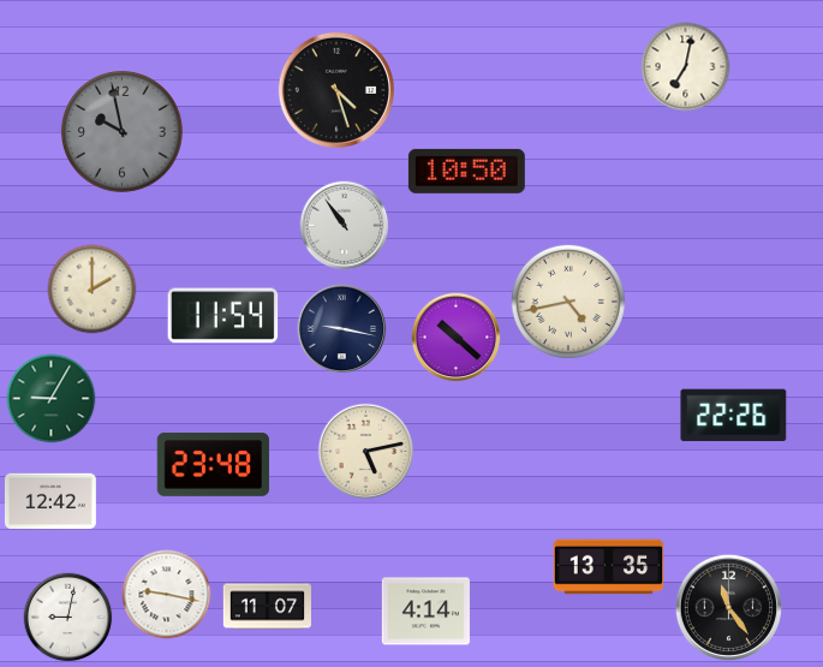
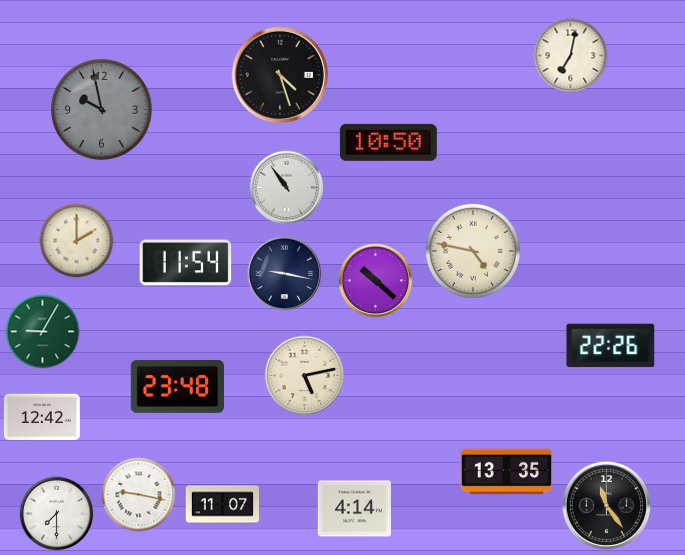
clock at (568, 302): 4:43 -> 4:47
clock at (457, 338) position: (457, 338) -> (376, 281)
clock at (68, 618): 9:02 -> 7:30
